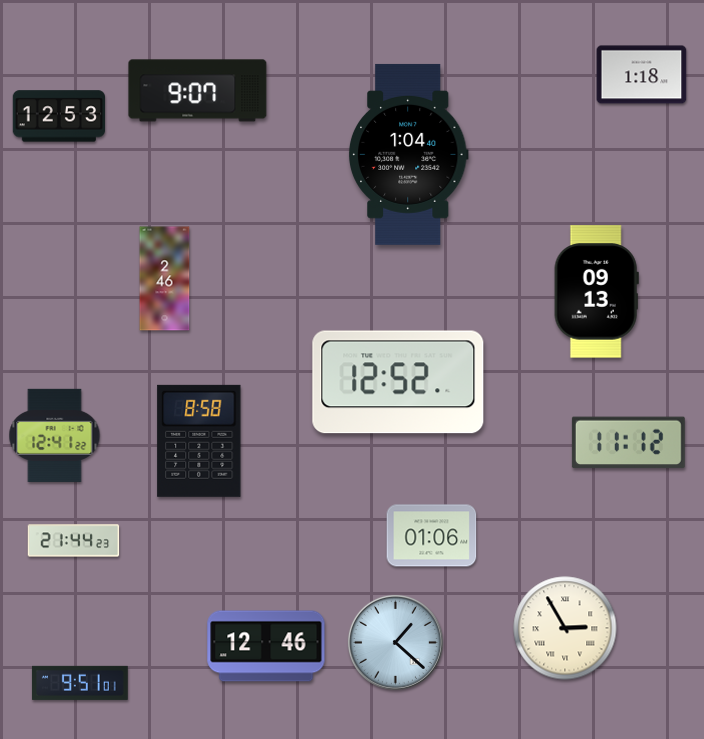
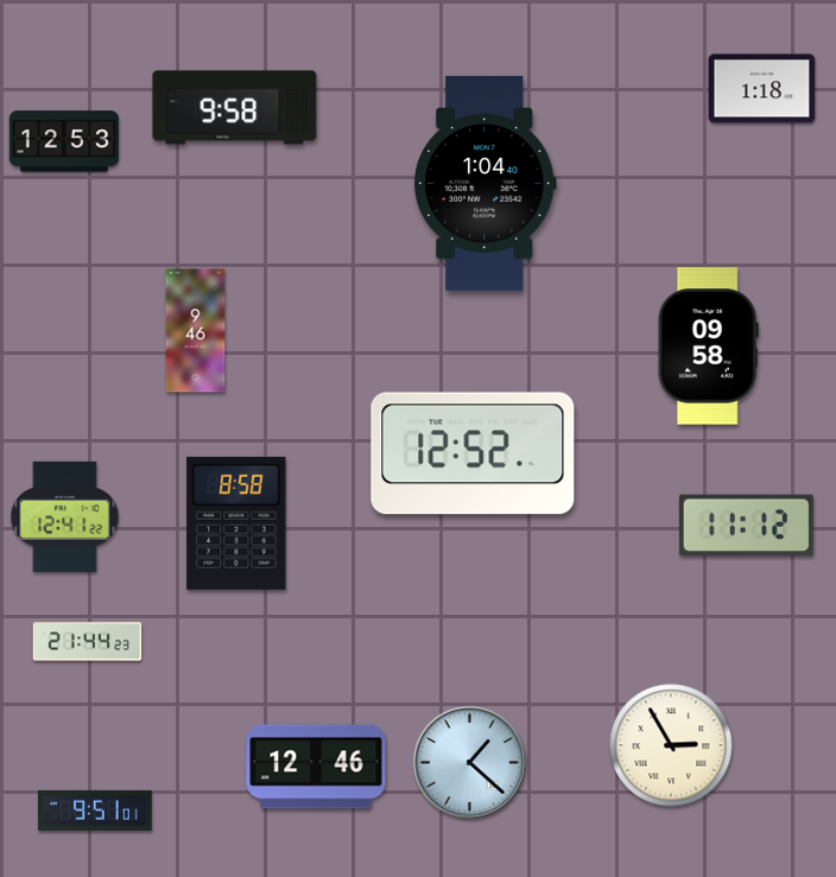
clock at (198, 91): 9:07 -> 9:58
clock at (58, 116) position: (58, 116) -> (63, 141)
clock at (165, 279): 2:46 -> 9:46
clock at (596, 292): 09:13 -> 09:58
clock at (432, 536): 01:06 -> none
